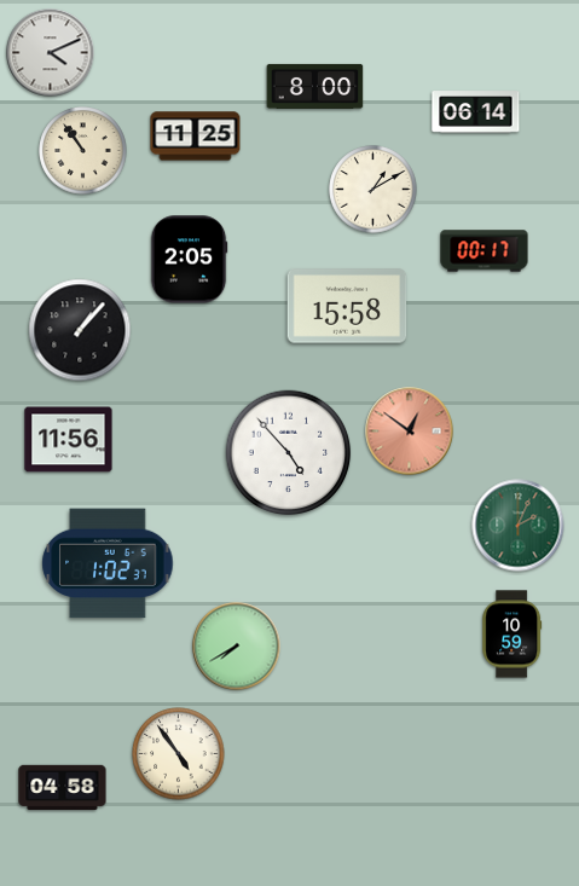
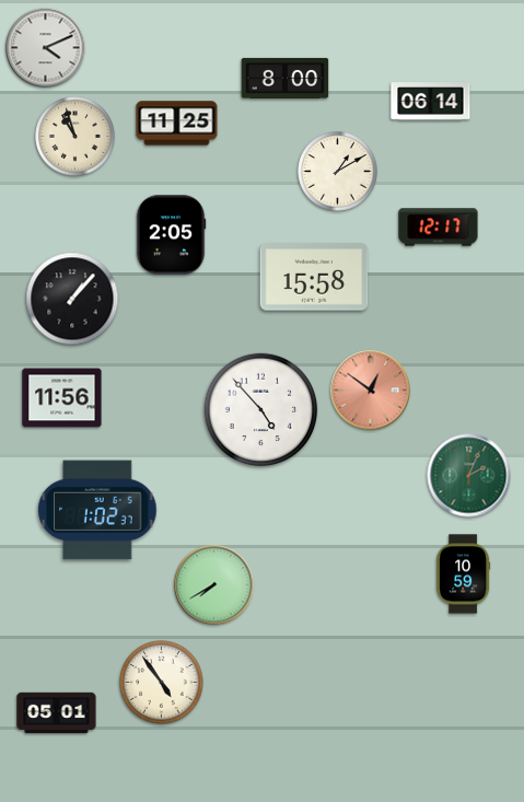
clock at (83, 151): 10:54 -> 10:57
clock at (485, 251): 00:17 -> 12:17
clock at (63, 788): 04:58 -> 05:01
